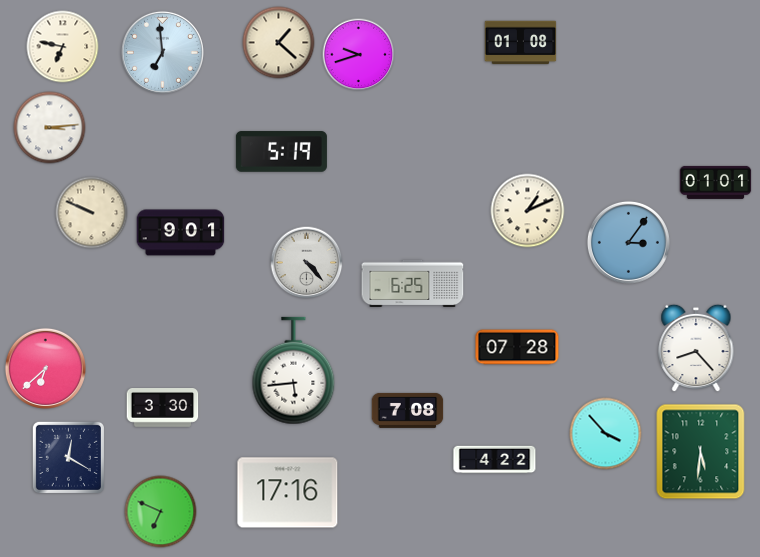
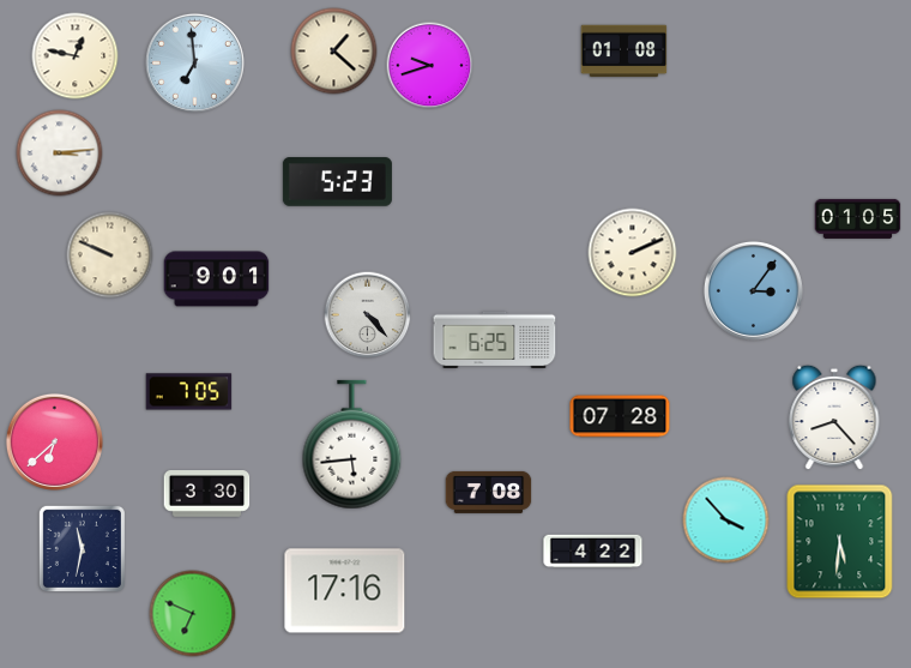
clock at (63, 47): 6:47 -> 12:47
clock at (281, 152): 5:19 -> 5:23
clock at (716, 182): 01:01 -> 01:05
clock at (528, 211): 1:11 -> 2:11
clock at (189, 392): none -> 7:05
clock at (163, 408) position: (163, 408) -> (207, 494)
clock at (68, 457): 12:20 -> 11:32
